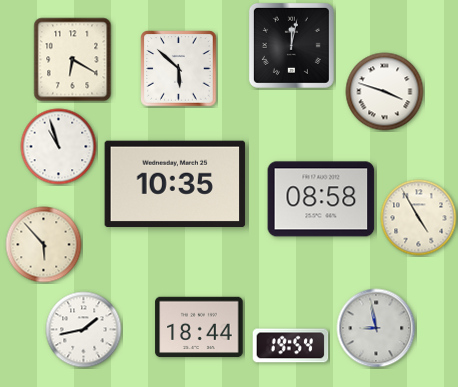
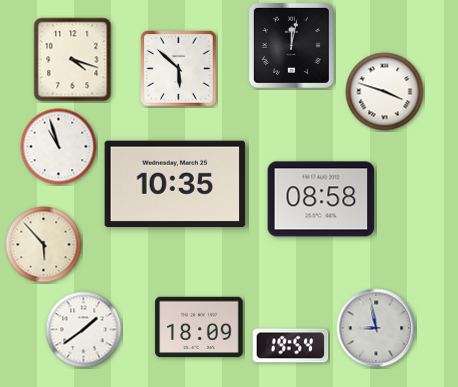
clock at (73, 60): 6:20 -> 4:18
clock at (419, 218): 4:55 -> none
clock at (199, 327): 18:44 -> 18:09
clock at (84, 330): 1:43 -> 1:39
